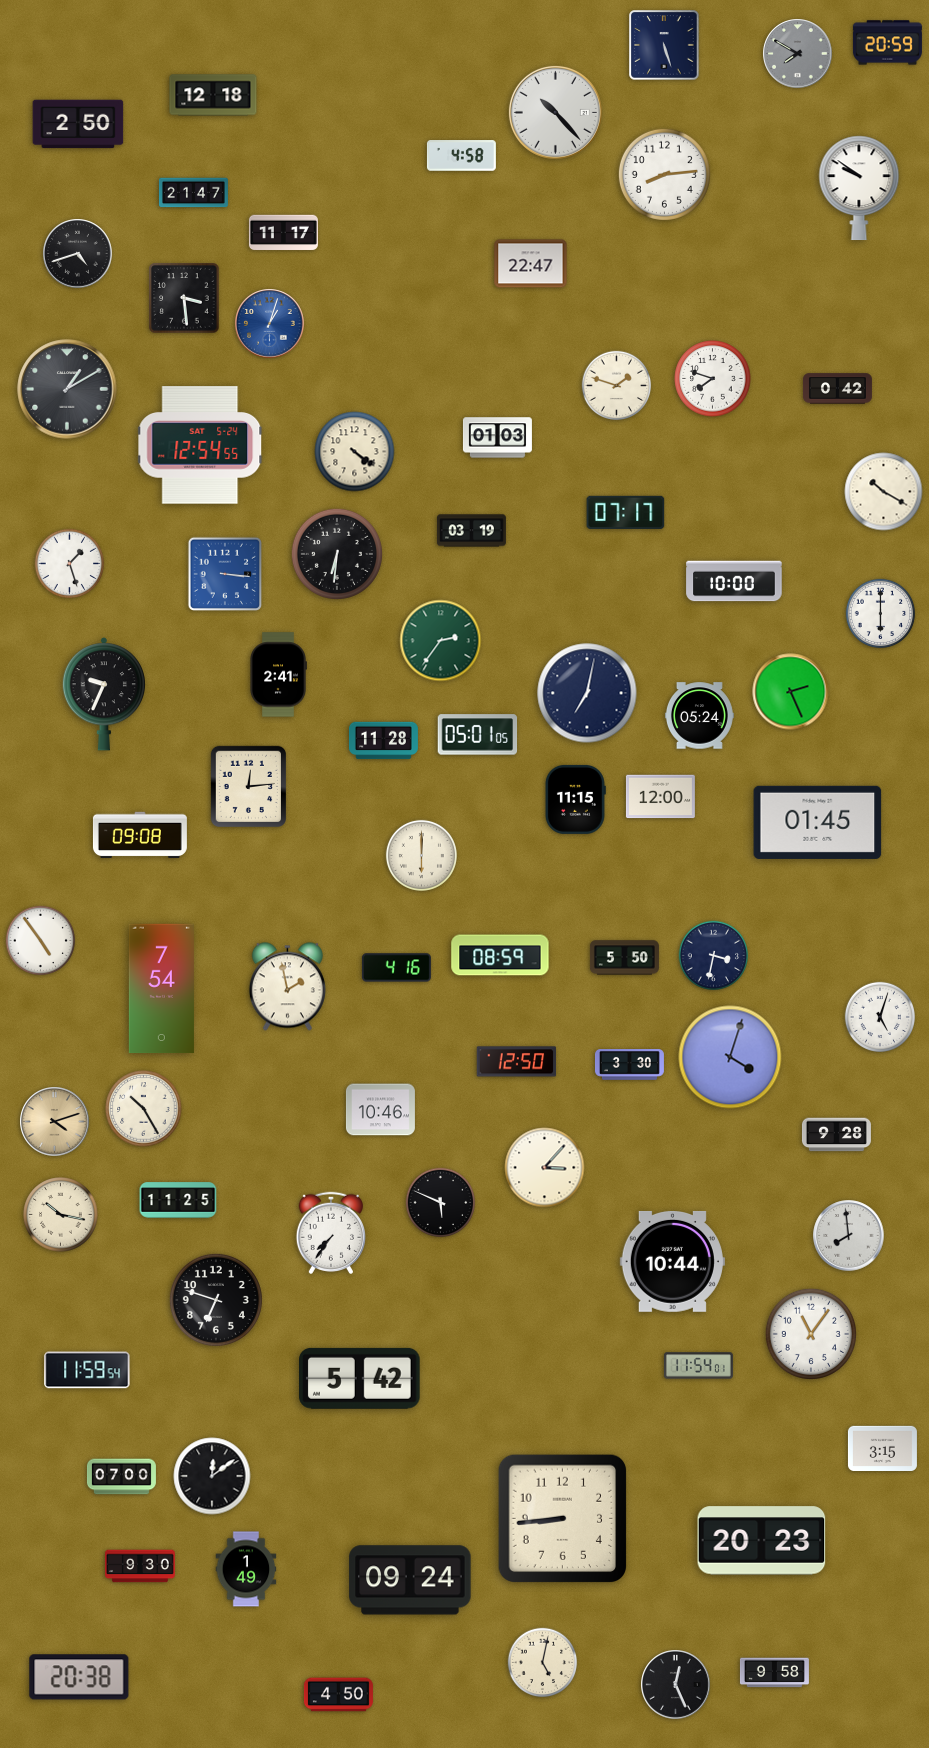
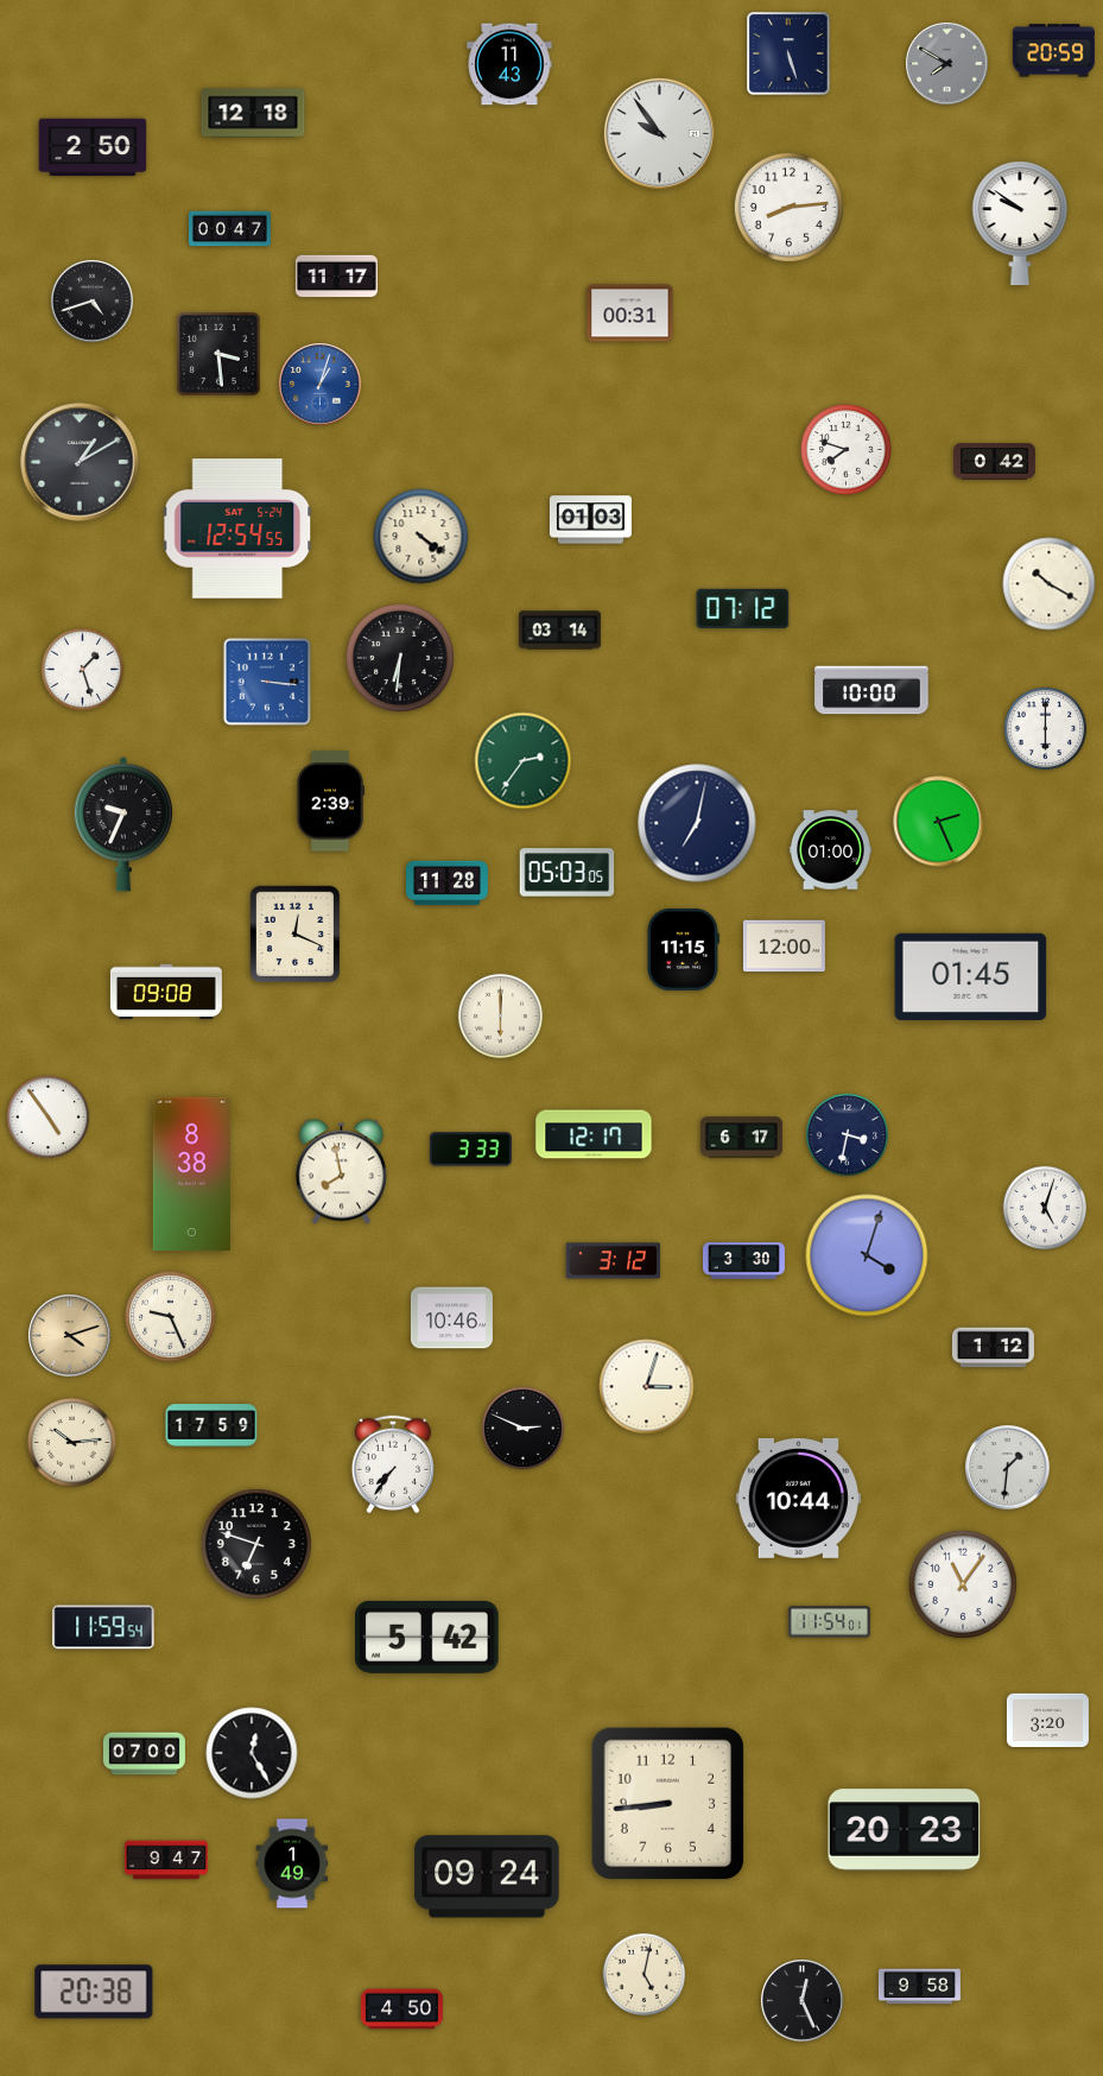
clock at (509, 64): none -> 11:43
clock at (555, 112): 10:23 -> 9:54
clock at (461, 156): 4:58 -> none
clock at (193, 193): 21:47 -> 00:47
clock at (531, 264): 22:47 -> 00:31
clock at (617, 386): 1:48 -> none
clock at (626, 512): 07:17 -> 07:12
clock at (471, 531): 03:19 -> 03:14
clock at (278, 675): 2:41 -> 2:39
clock at (699, 716): 05:24 -> 01:00
clock at (478, 735): 05:01 -> 05:03
clock at (383, 741) position: (383, 741) -> (446, 884)
clock at (248, 786): 12:14 -> 12:19
clock at (500, 955): 08:59 -> 12:17
clock at (624, 958): 5:50 -> 6:17
clock at (396, 968): 4:16 -> 3:33
clock at (287, 987): 1:58 -> 7:58
clock at (161, 989): 7:54 -> 8:38
clock at (517, 1062): 12:50 -> 3:12
clock at (629, 1065) position: (629, 1065) -> (743, 1261)
clock at (144, 1109): 10:25 -> 9:26
clock at (55, 1122) position: (55, 1122) -> (70, 1336)
clock at (836, 1135): 9:28 -> 1:12
clock at (545, 1168): 3:07 -> 3:03
clock at (178, 1200): 11:25 -> 17:59
clock at (441, 1203): 5:49 -> 2:49
clock at (61, 1215): 10:17 -> 10:14
clock at (849, 1236): 7:59 -> 1:31
clock at (882, 1449): 3:15 -> 3:20
clock at (212, 1476): 12:09 -> 12:25
clock at (140, 1566): 9:30 -> 9:47
clock at (338, 1695) position: (338, 1695) -> (401, 2009)
